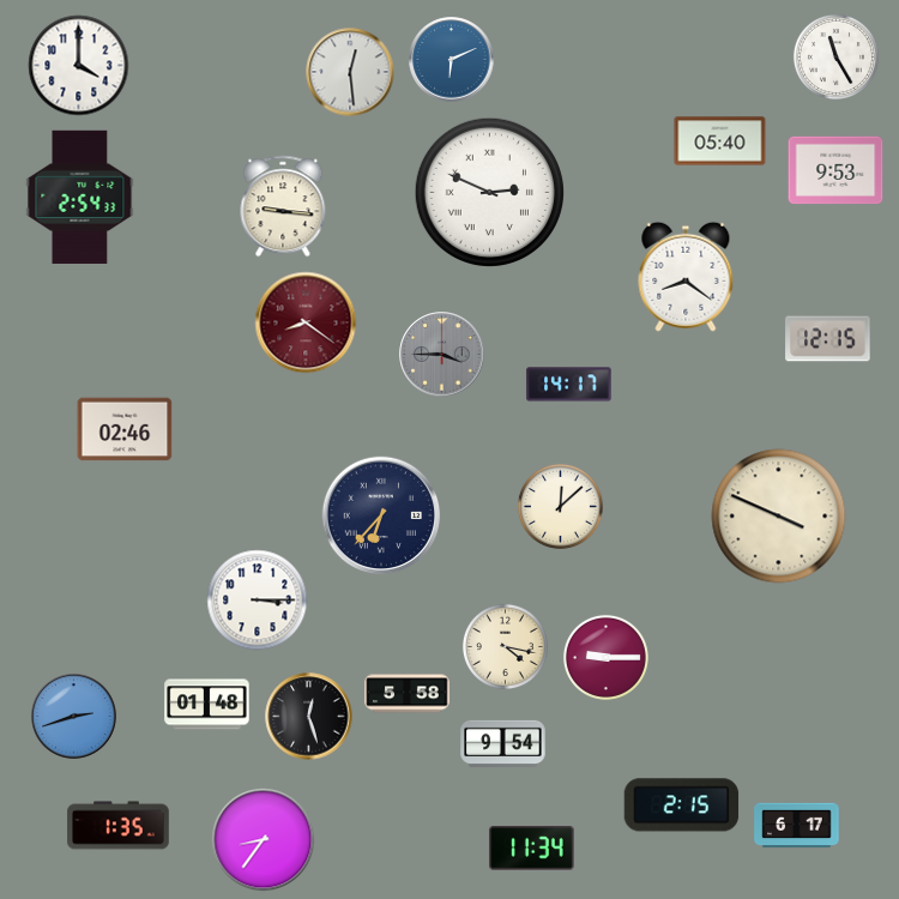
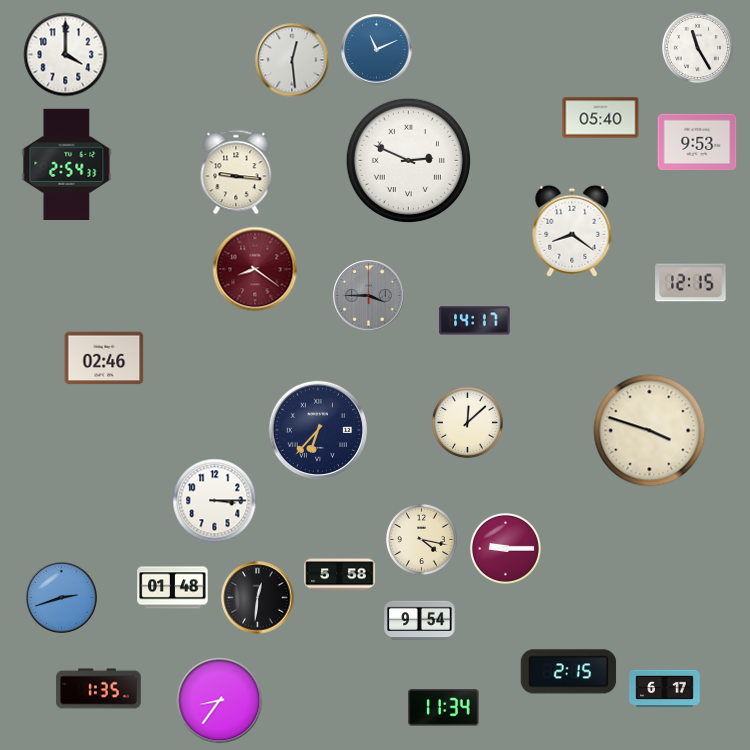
clock at (452, 60): 6:11 -> 11:11
clock at (779, 517): 3:49 -> 3:48
clock at (408, 694) position: (408, 694) -> (340, 575)
clock at (309, 717): 12:27 -> 12:31
